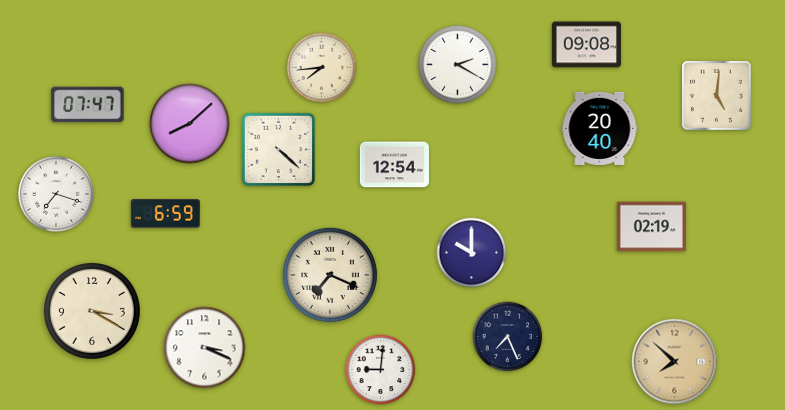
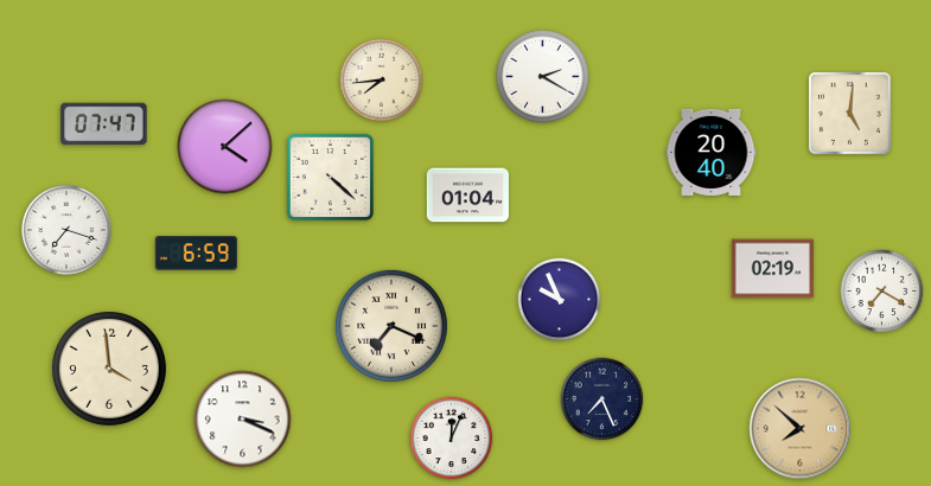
clock at (586, 45): 09:08 -> none
clock at (190, 124): 8:08 -> 4:08
clock at (394, 165): 12:54 -> 01:04
clock at (882, 292): none -> 7:20
clock at (472, 253): 10:00 -> 9:56
clock at (92, 311): 3:20 -> 3:59
clock at (205, 348) position: (205, 348) -> (243, 420)
clock at (381, 370): 9:01 -> 12:04
